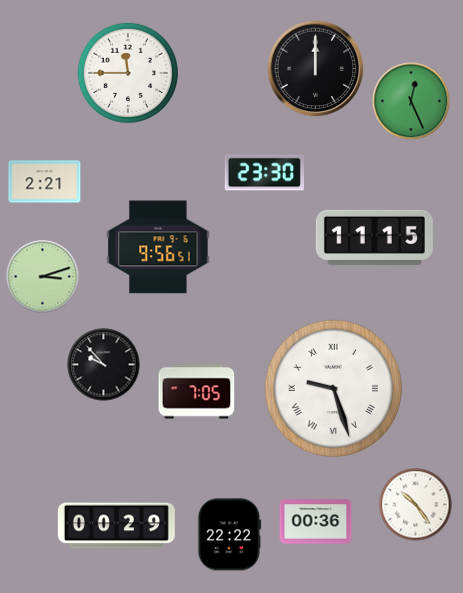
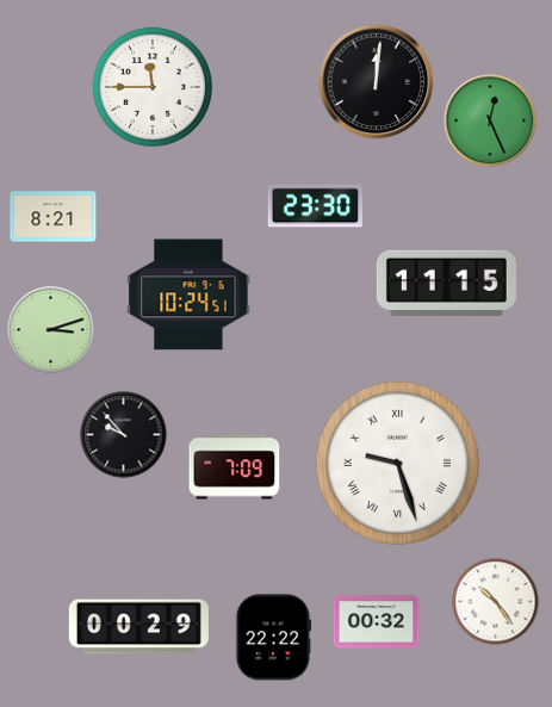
clock at (316, 69): 12:00 -> 12:01
clock at (45, 182): 2:21 -> 8:21
clock at (158, 247): 9:56 -> 10:24
clock at (197, 392): 7:05 -> 7:09
clock at (316, 522): 00:36 -> 00:32
